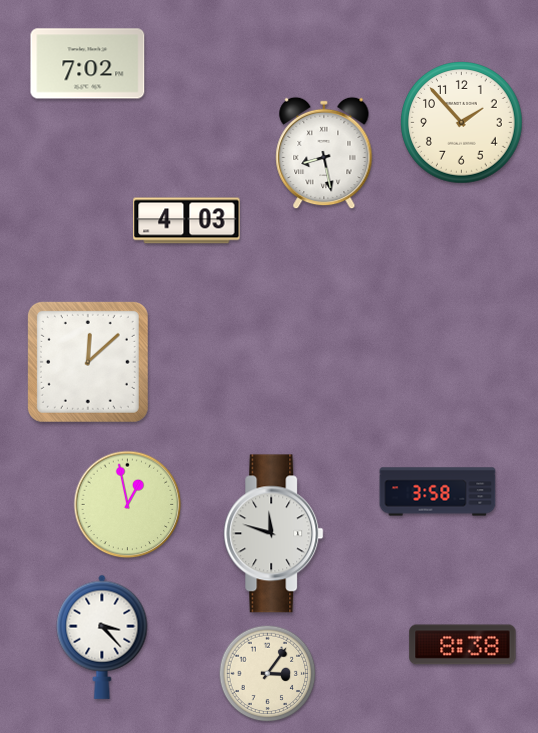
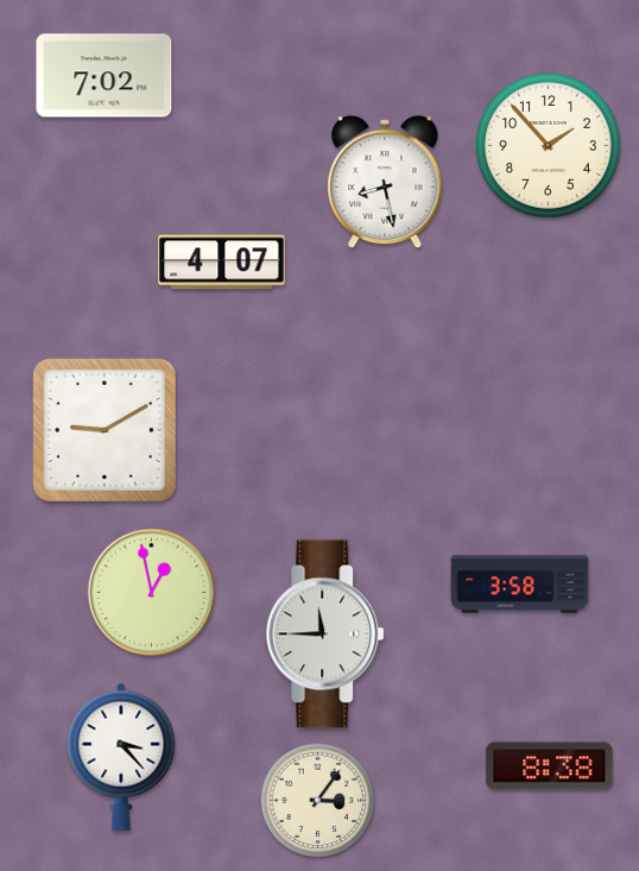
clock at (187, 221): 4:03 -> 4:07
clock at (88, 362): 12:08 -> 9:10
clock at (128, 505) position: (128, 505) -> (152, 593)
clock at (274, 534): 11:48 -> 11:45
